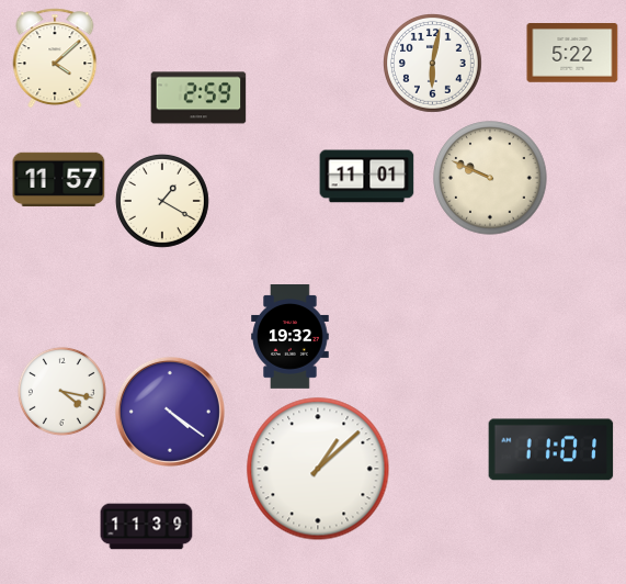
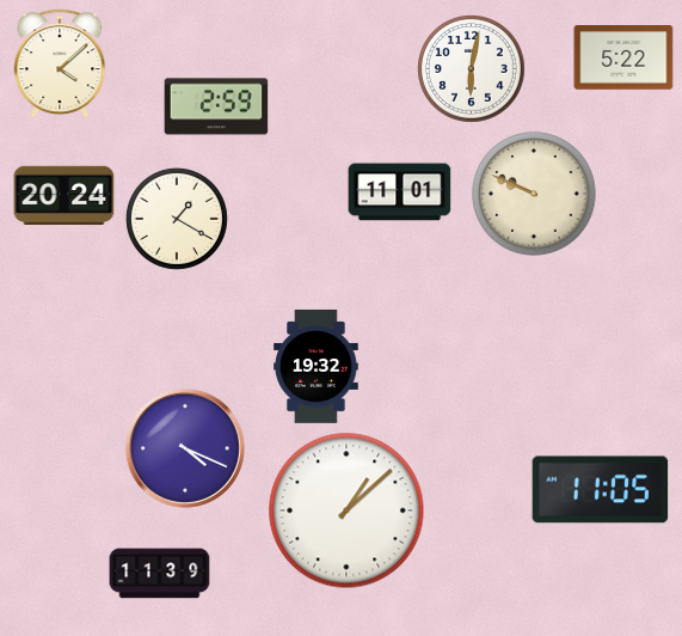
clock at (59, 179): 11:57 -> 20:24
clock at (61, 391): 4:17 -> none
clock at (170, 412): 4:21 -> 4:19
clock at (551, 450): 11:01 -> 11:05
